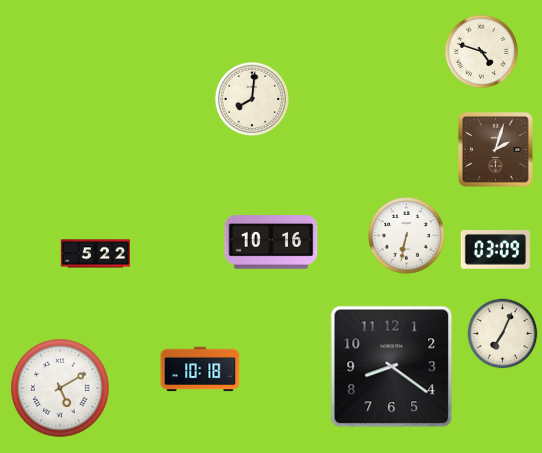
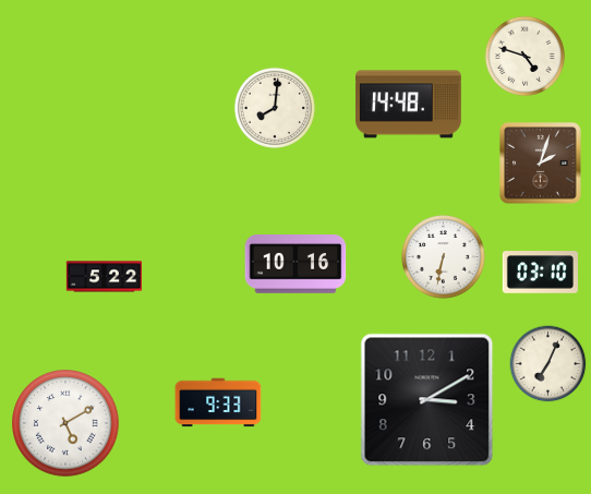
clock at (409, 105): none -> 14:48
clock at (495, 250): 03:09 -> 03:10
clock at (392, 367): 8:21 -> 3:10
clock at (200, 369): 10:18 -> 9:33
